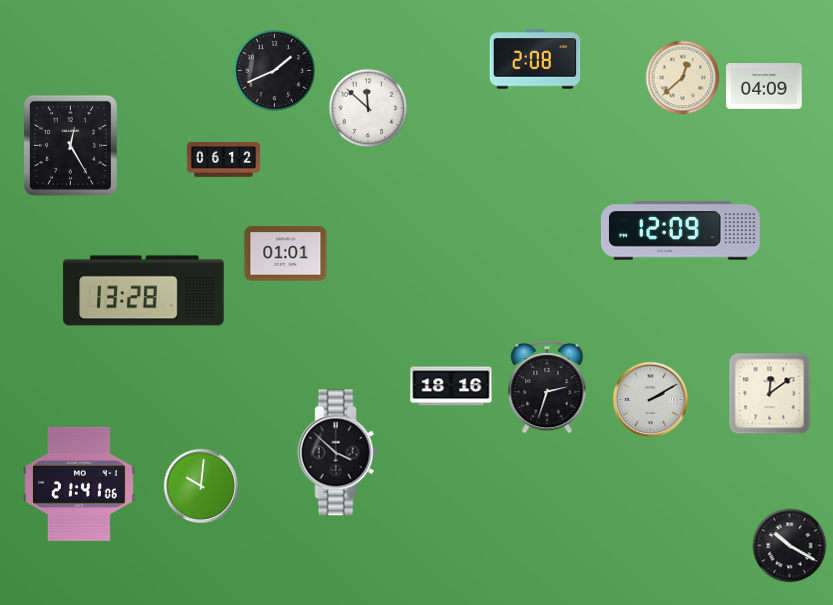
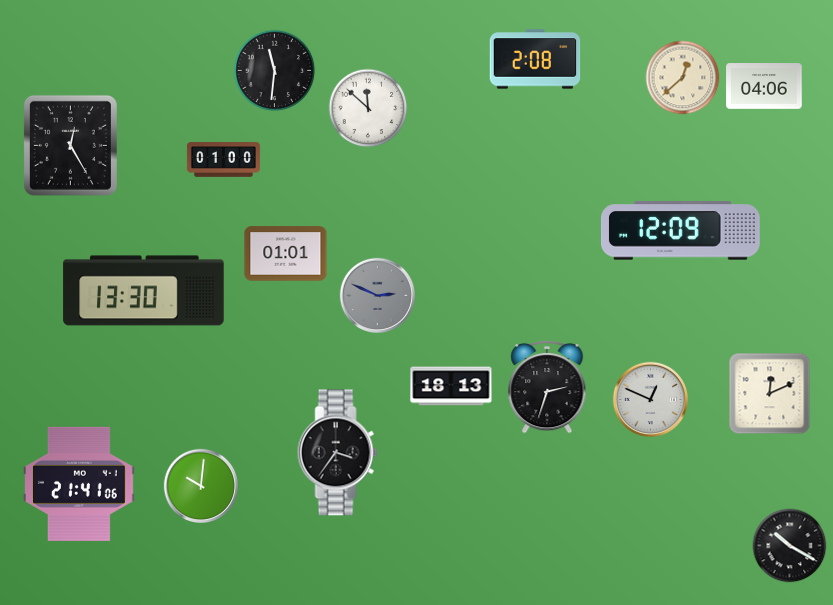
clock at (275, 71): 1:41 -> 11:31
clock at (764, 86): 04:09 -> 04:06
clock at (223, 160): 06:12 -> 01:00
clock at (144, 291): 13:28 -> 13:30
clock at (377, 295): none -> 2:49
clock at (451, 386): 18:16 -> 18:13
clock at (770, 394): 12:09 -> 12:11
clock at (650, 399): 2:10 -> 12:49
clock at (338, 453): 3:52 -> 3:36
